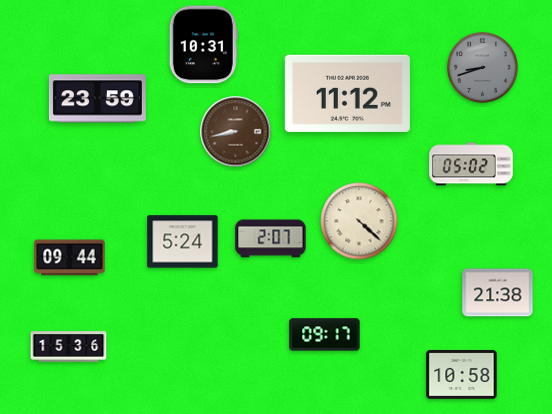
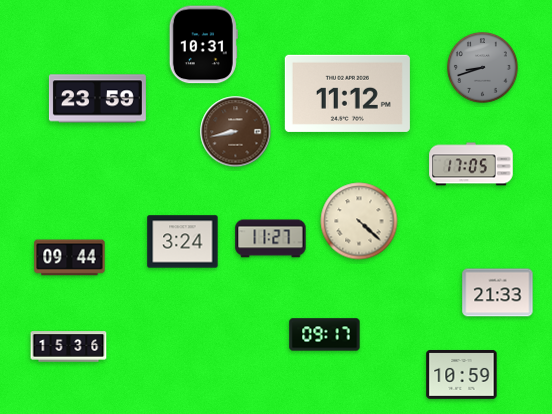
clock at (471, 164): 05:02 -> 17:05
clock at (271, 239): 2:07 -> 11:27
clock at (183, 242): 5:24 -> 3:24
clock at (498, 293): 21:38 -> 21:33
clock at (462, 375): 10:58 -> 10:59
